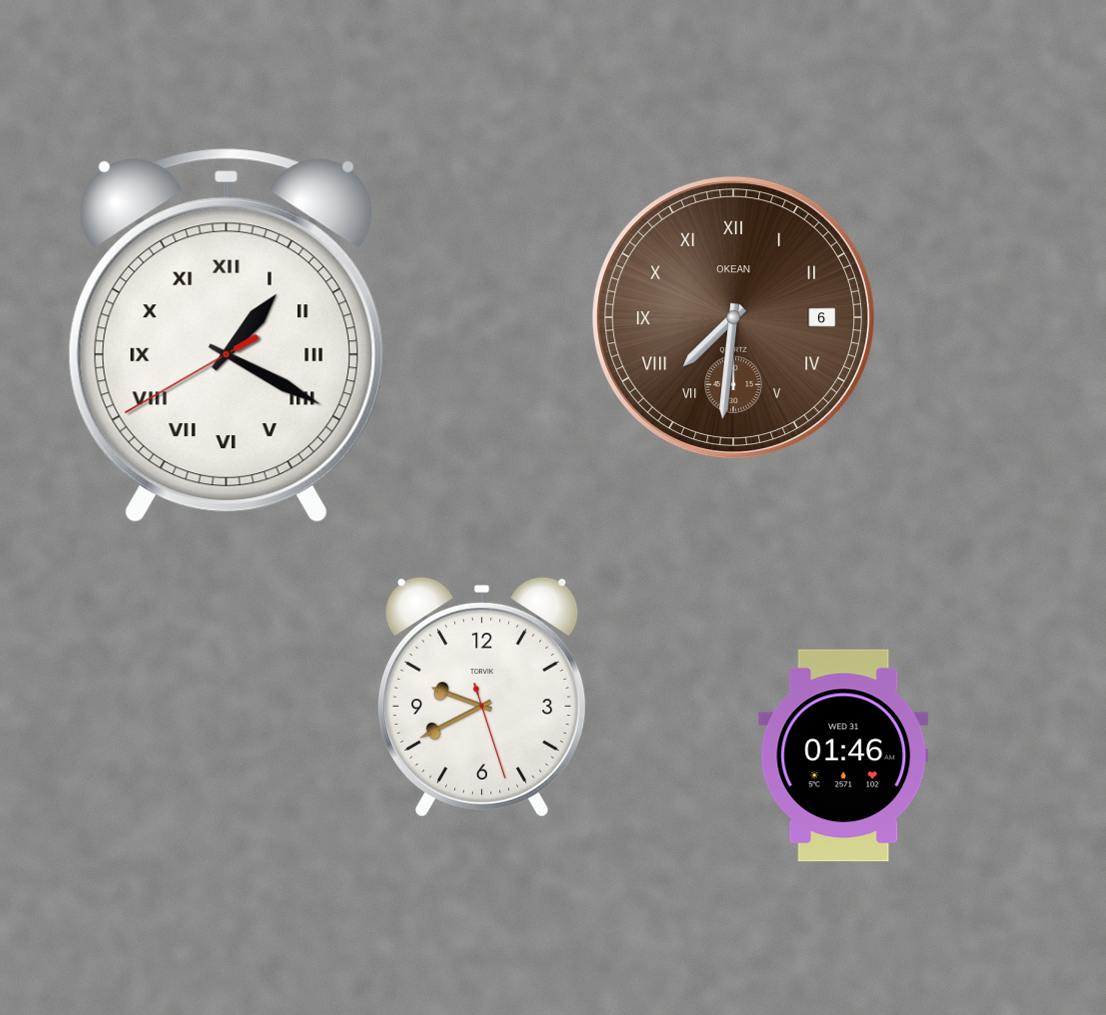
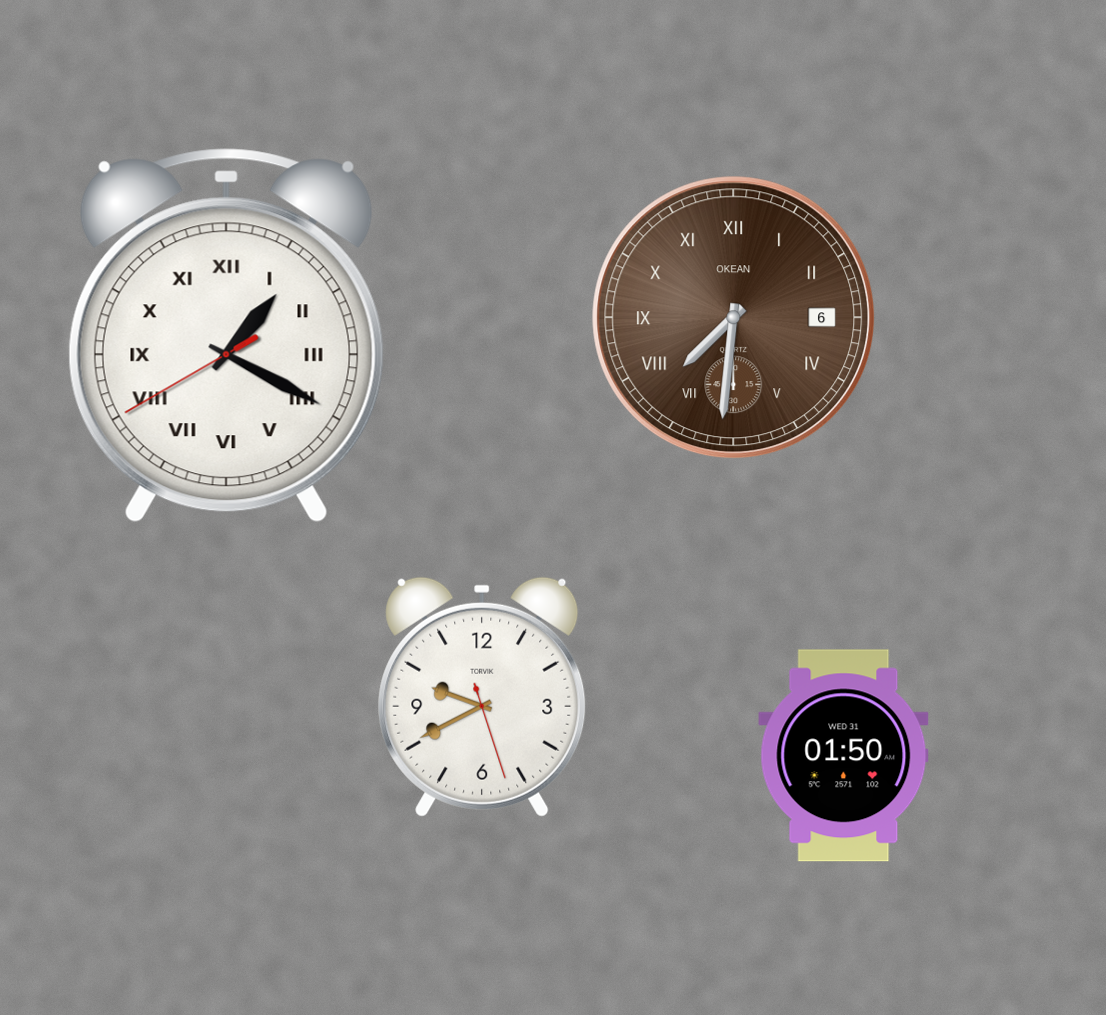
clock at (844, 756): 01:46 -> 01:50
